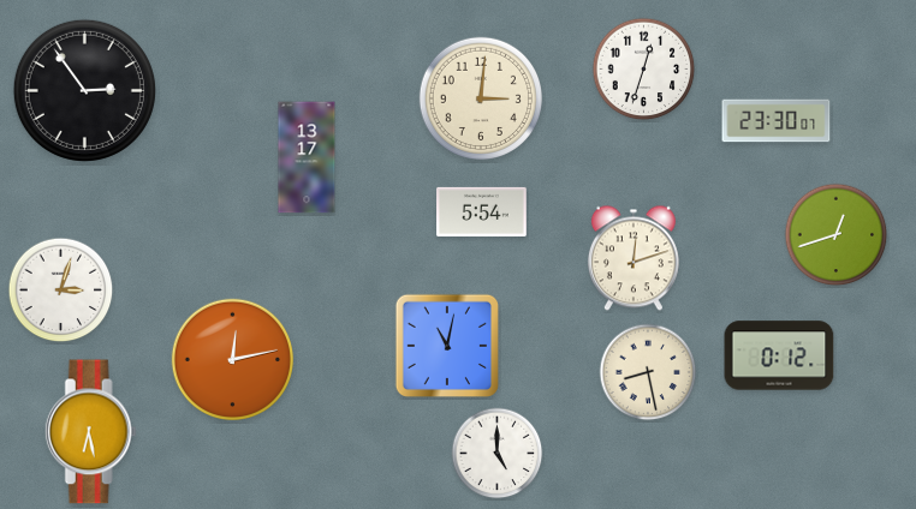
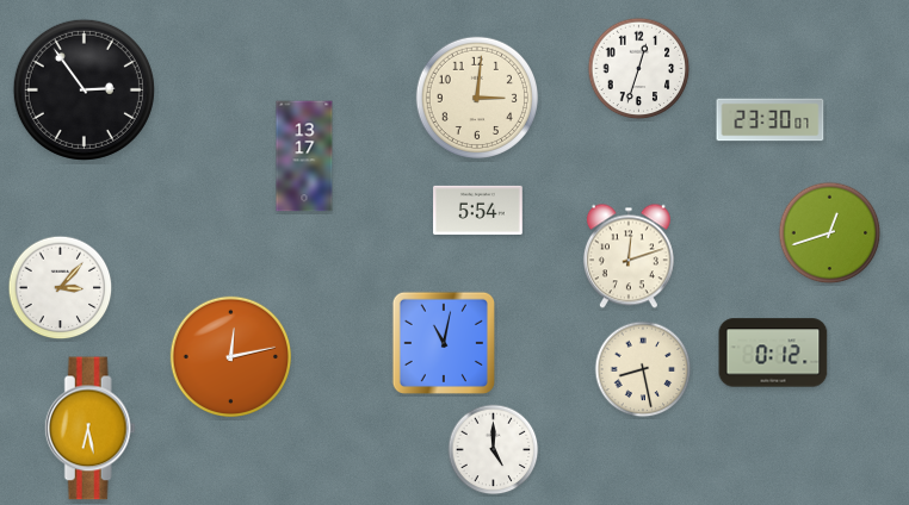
clock at (61, 291): 3:03 -> 3:07
